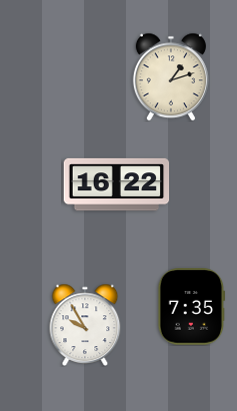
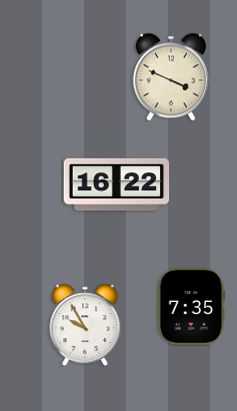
clock at (171, 77): 1:12 -> 3:49
